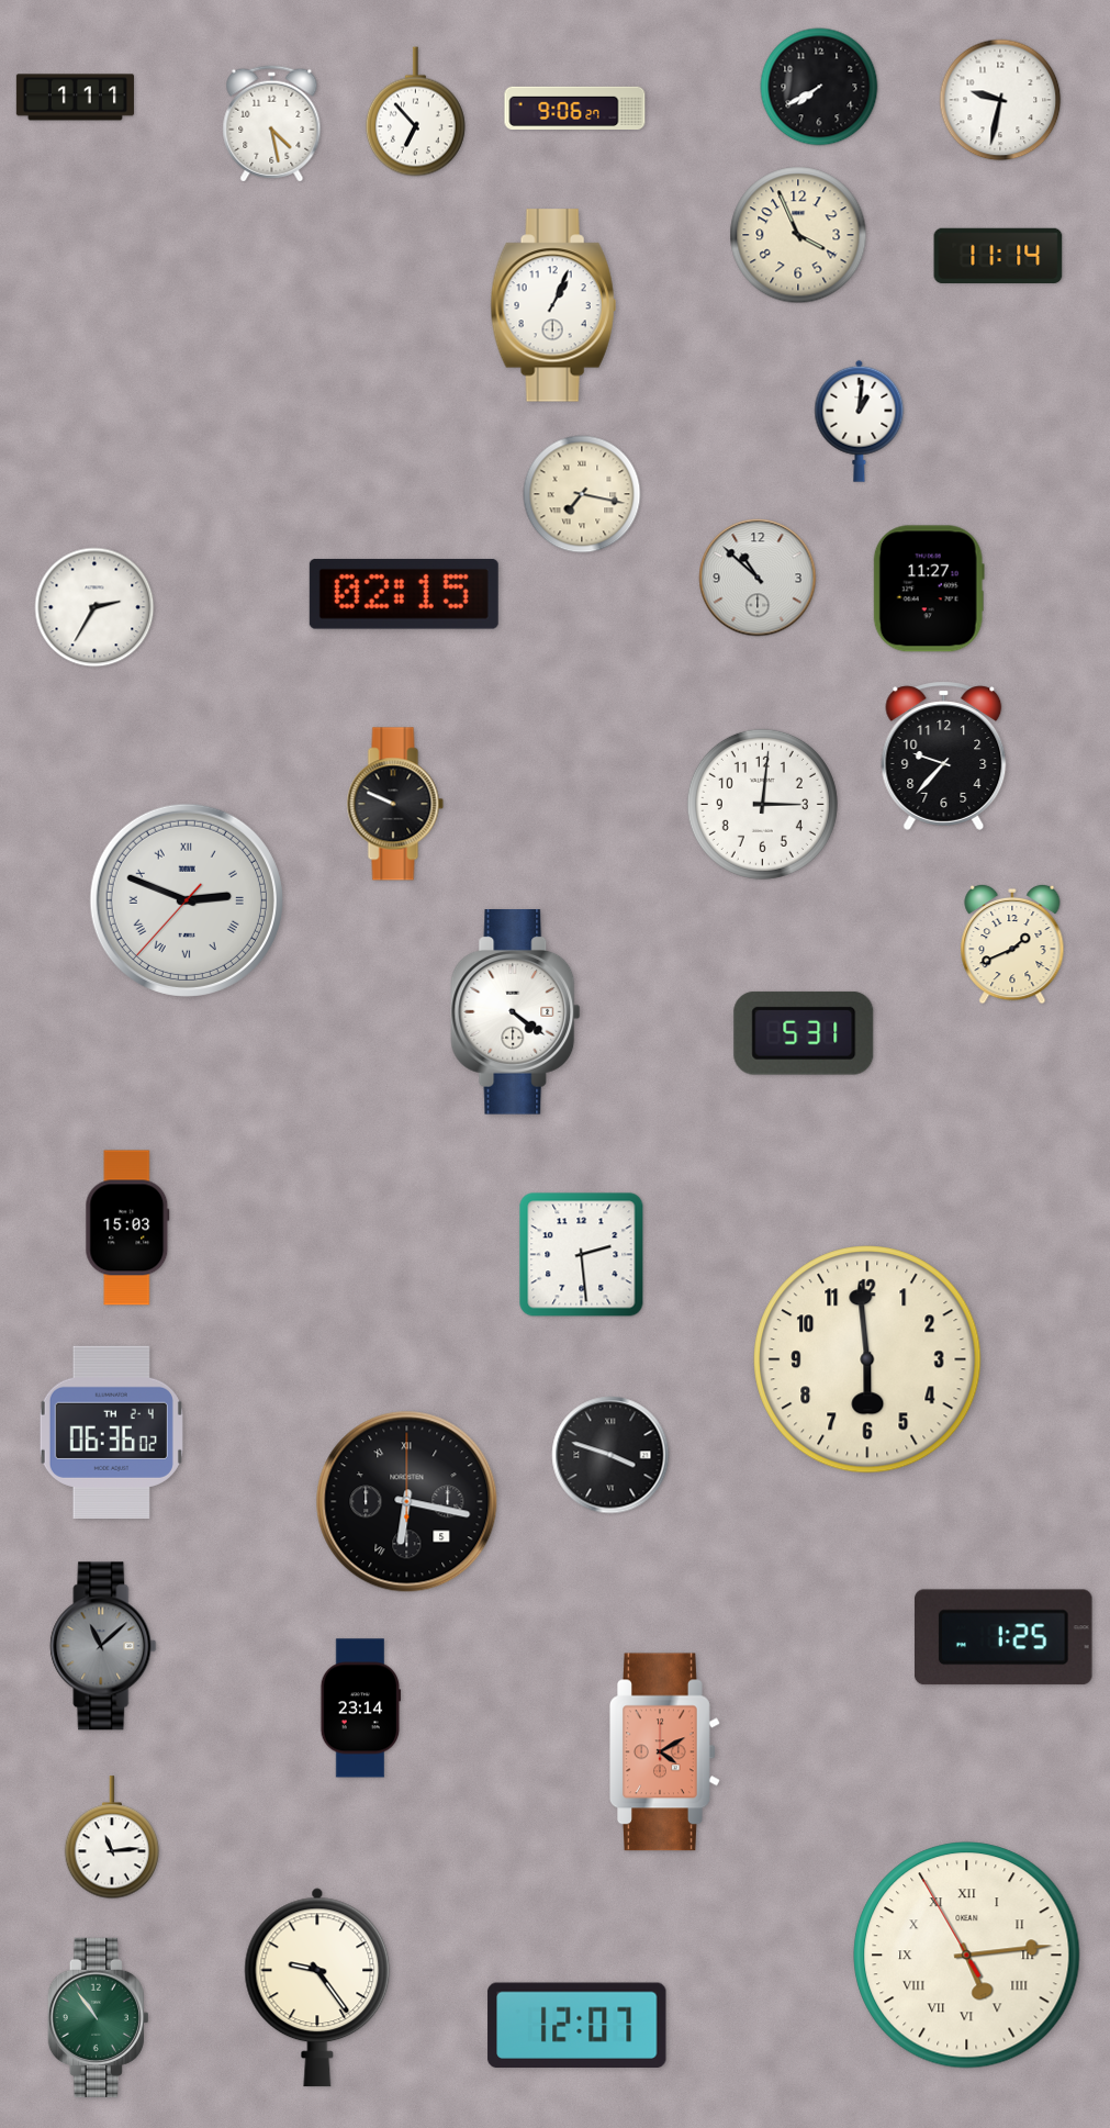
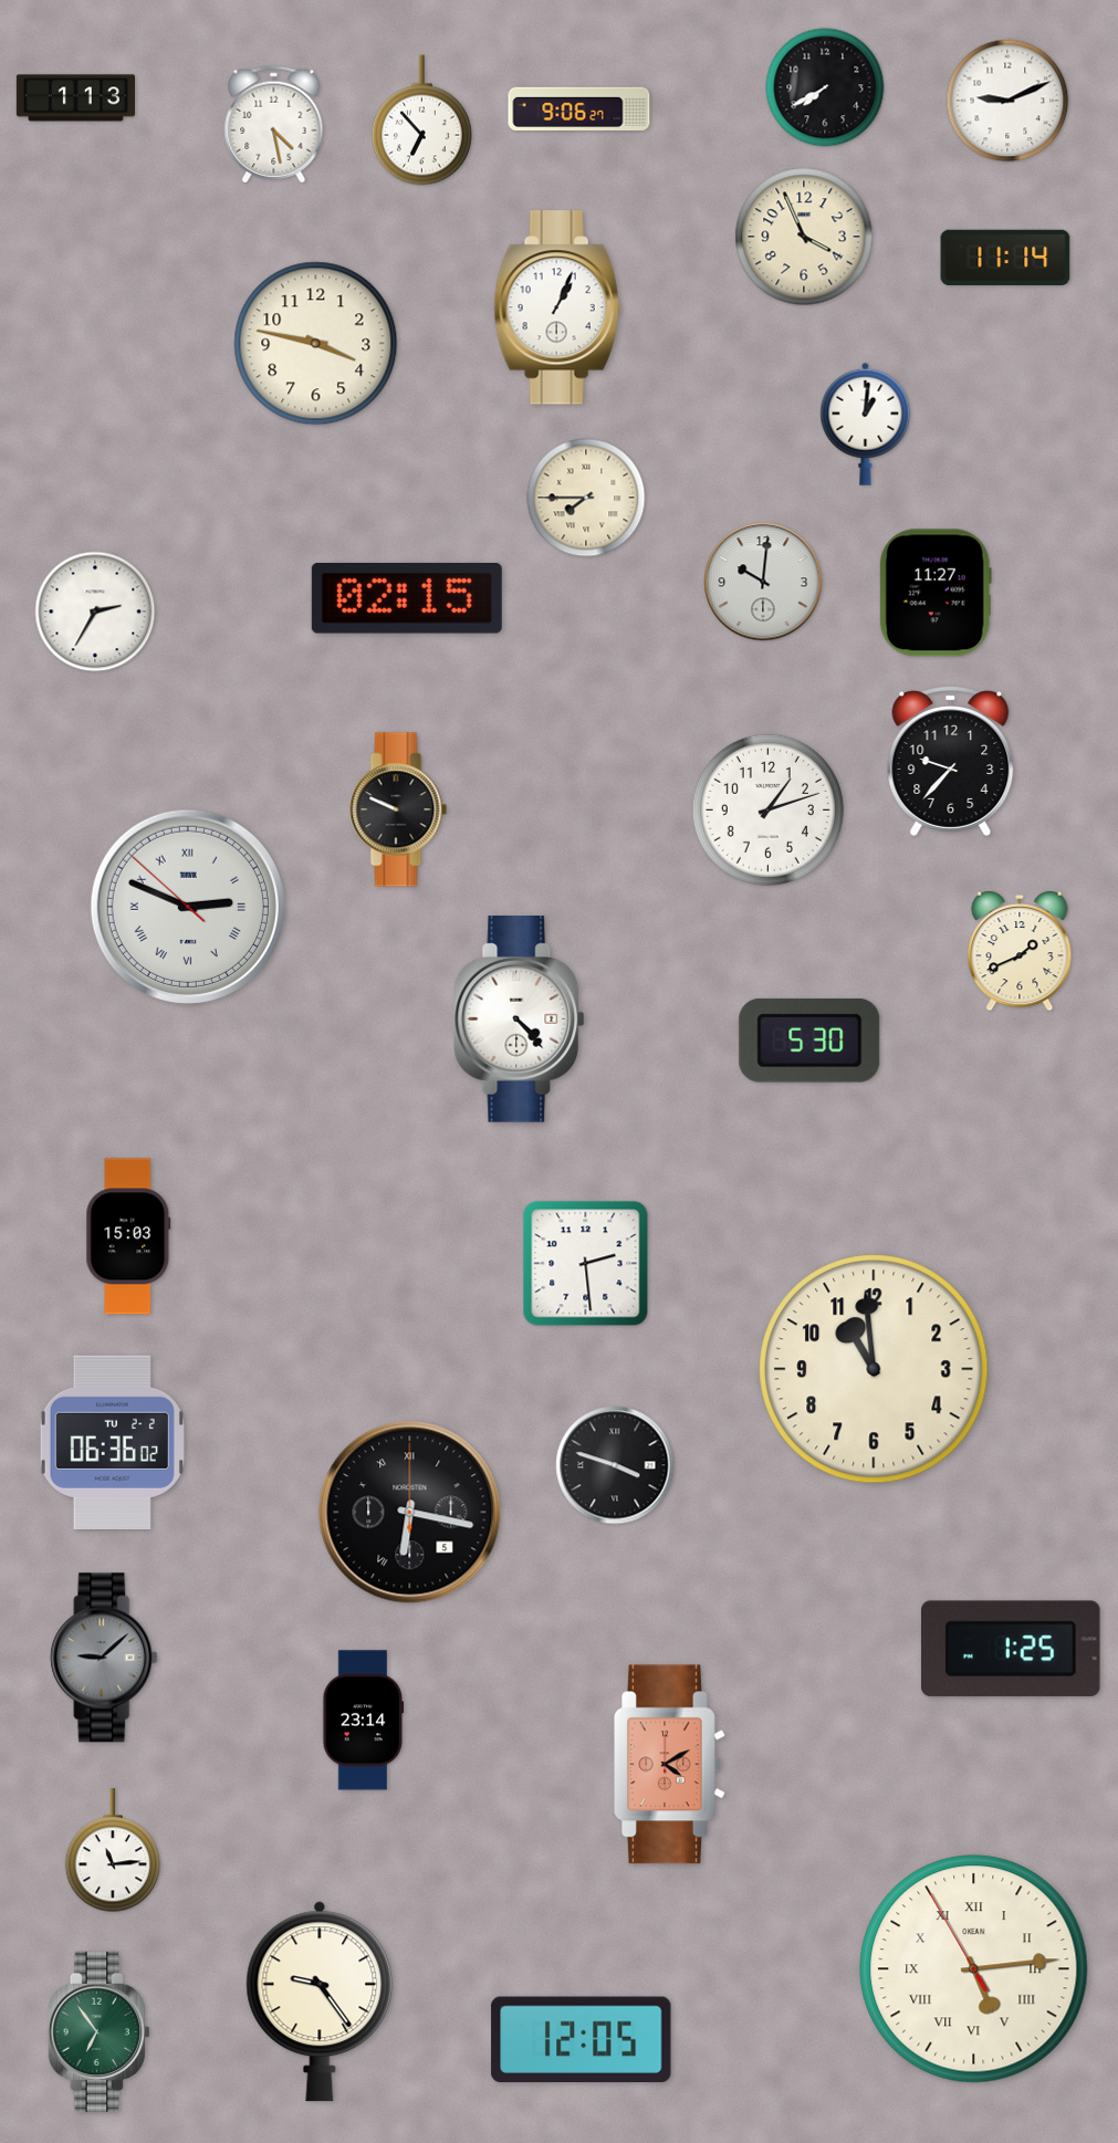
clock at (75, 98): 1:11 -> 1:13
clock at (1000, 100): 9:32 -> 9:11
clock at (415, 112) position: (415, 112) -> (421, 121)
clock at (316, 344): none -> 3:47
clock at (582, 494): 7:17 -> 7:45
clock at (758, 578): 10:52 -> 10:01
clock at (762, 804): 3:01 -> 1:12
clock at (187, 900): 2:48:37 -> 2:48:52
clock at (516, 1012): 4:21 -> 4:23
clock at (804, 1033): 5:31 -> 5:30
clock at (867, 1359): 5:59 -> 10:59
clock at (111, 1432) date: TH 2-4 -> TU 2-2
clock at (103, 1646): 11:08 -> 9:08
clock at (98, 2017): 10:54 -> 6:54
clock at (578, 2025): 12:07 -> 12:05
